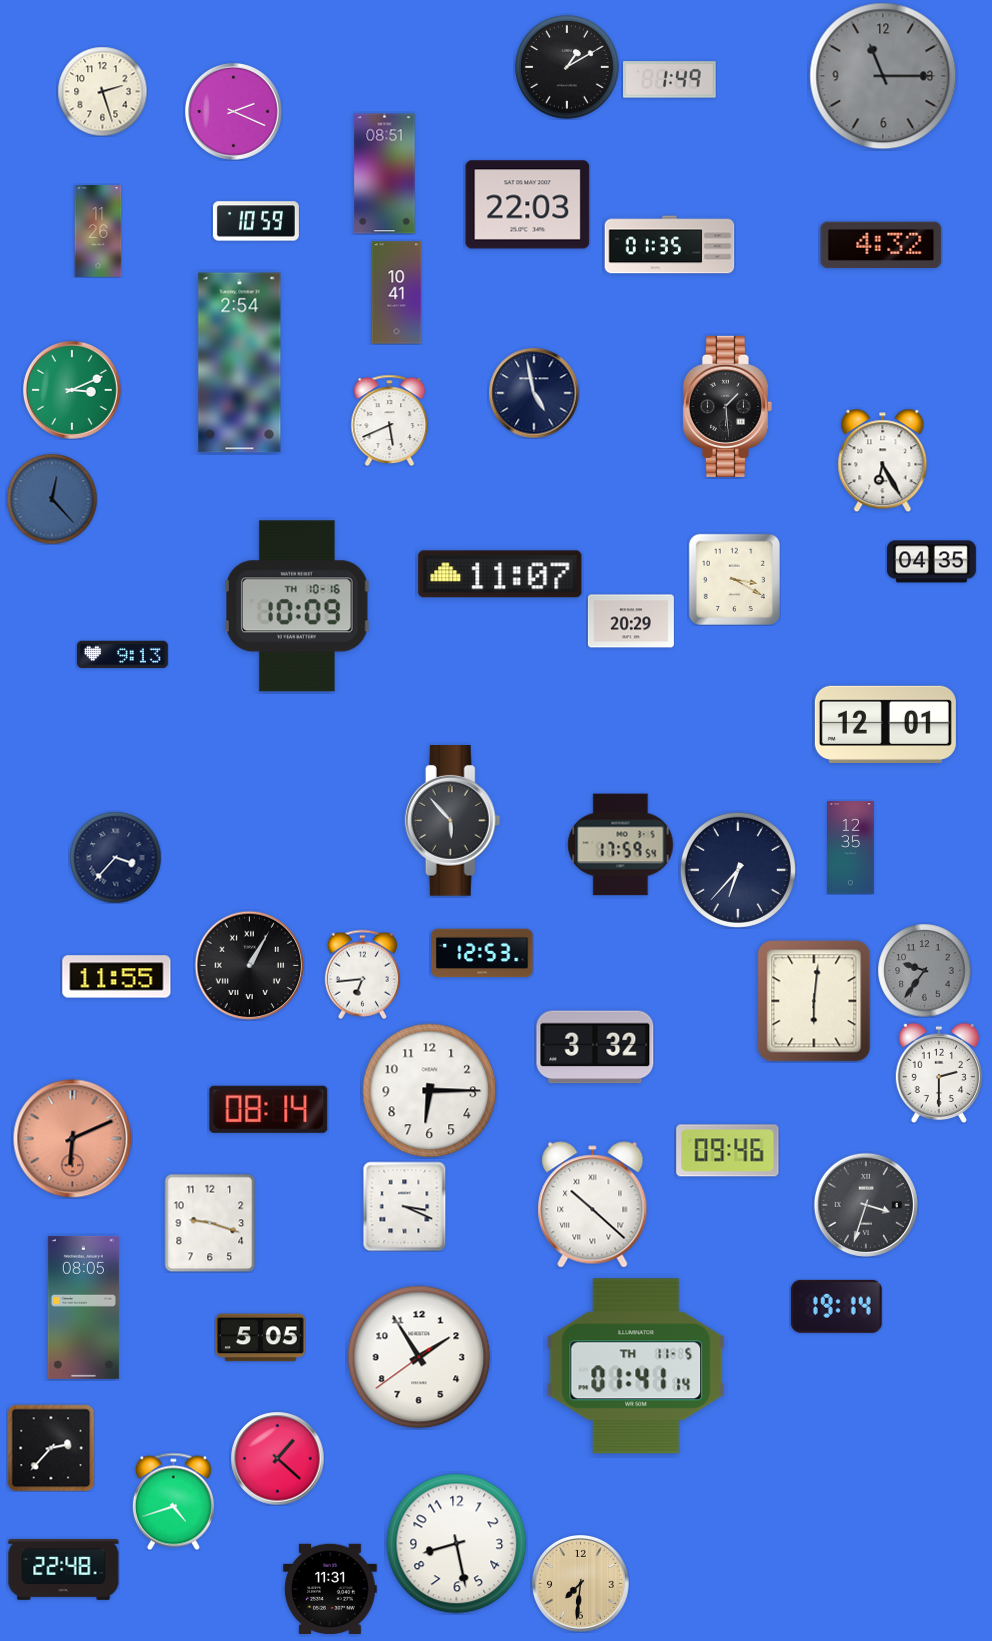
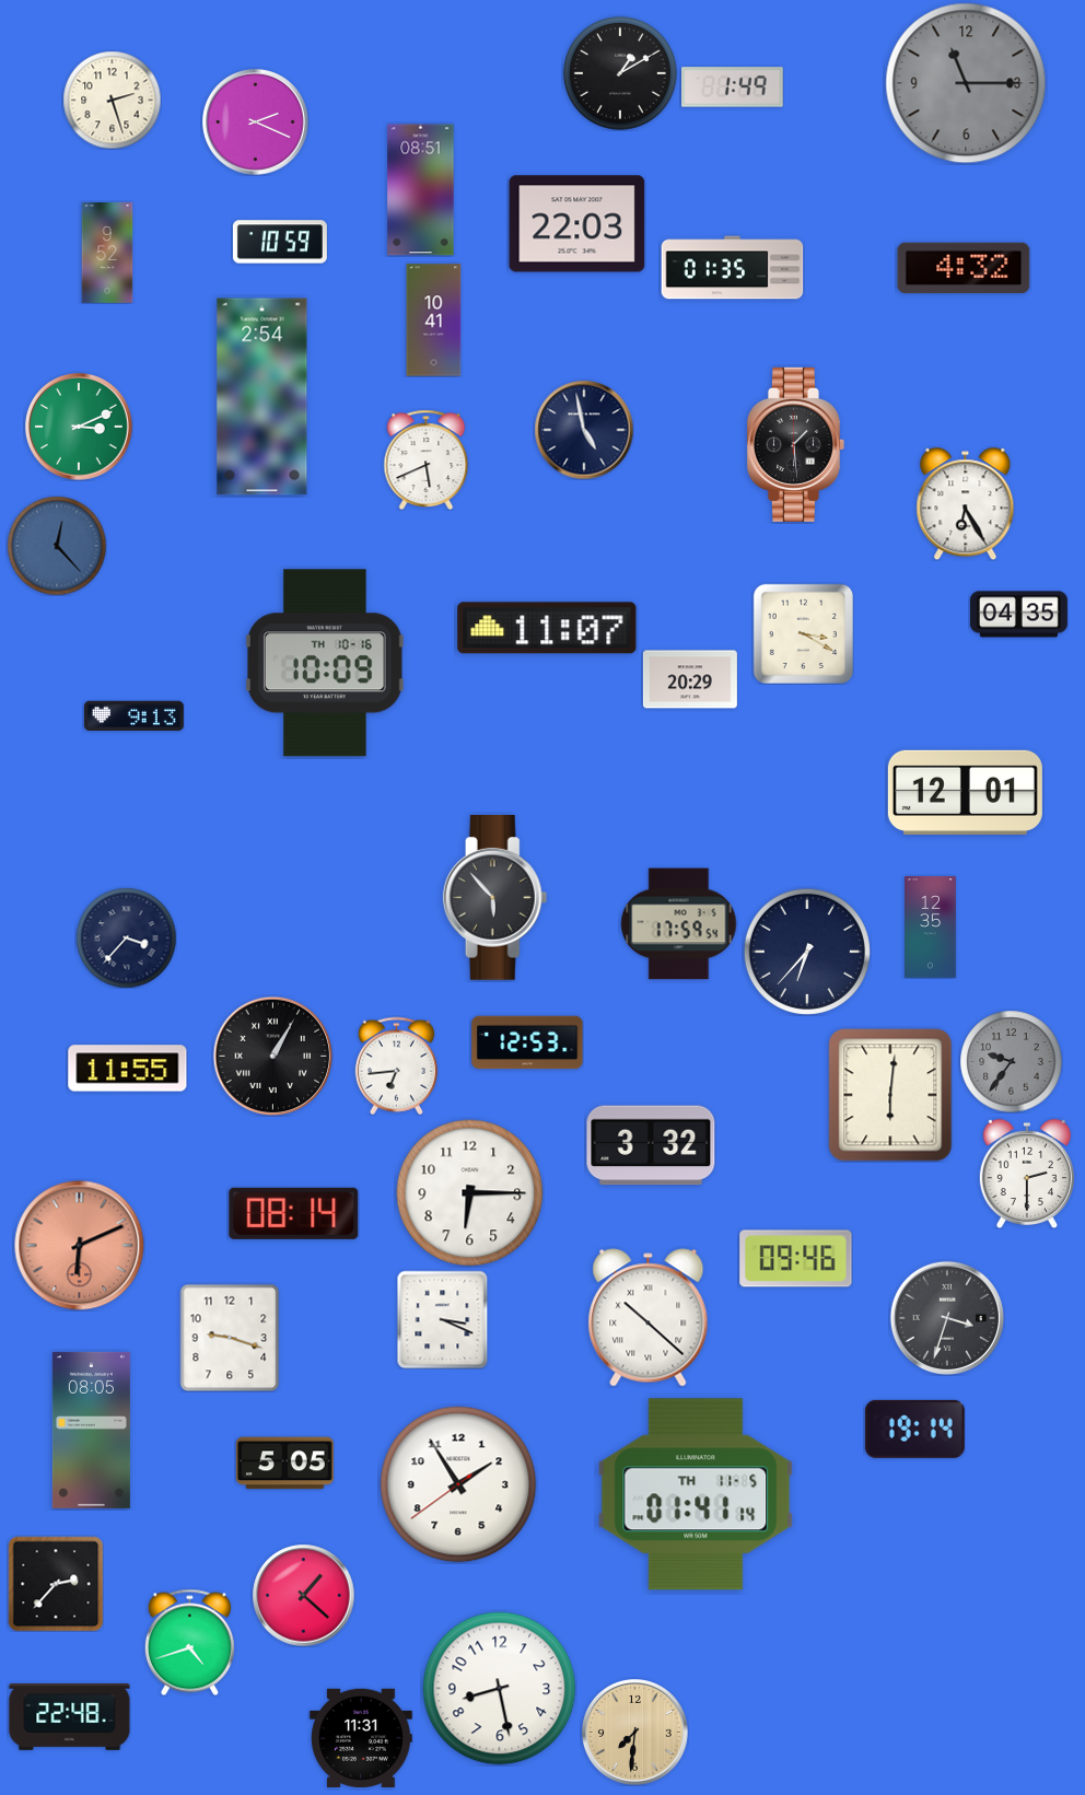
clock at (98, 231): 11:26 -> 9:52
clock at (885, 724) position: (885, 724) -> (965, 792)
